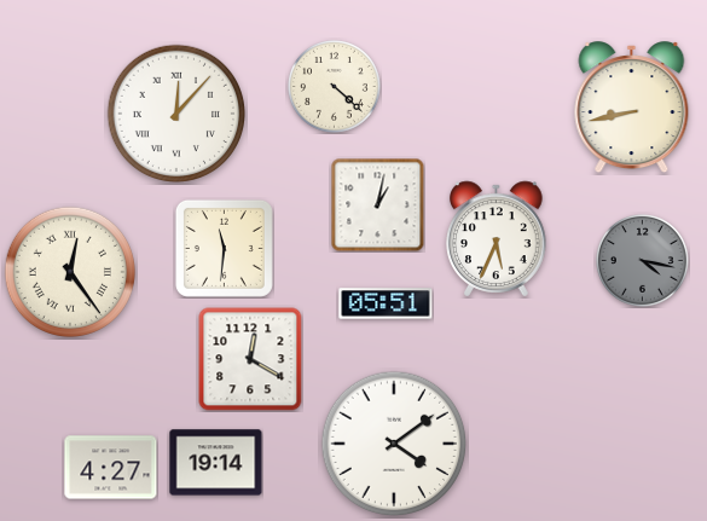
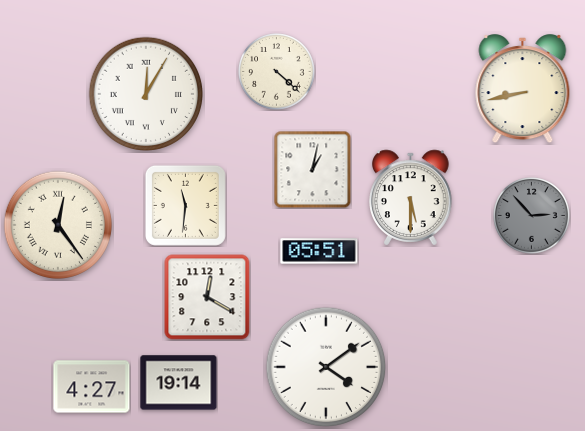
clock at (175, 112): 12:07 -> 12:05
clock at (497, 239): 5:34 -> 5:30
clock at (643, 261): 4:17 -> 2:53
